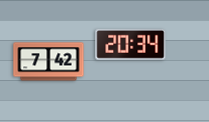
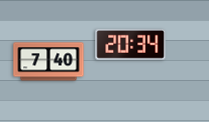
clock at (49, 62): 7:42 -> 7:40
